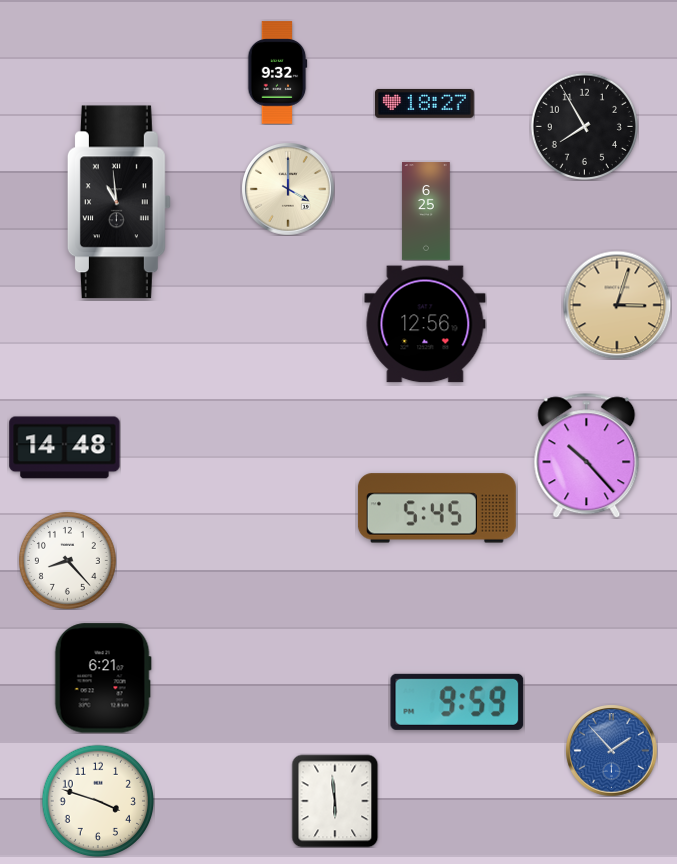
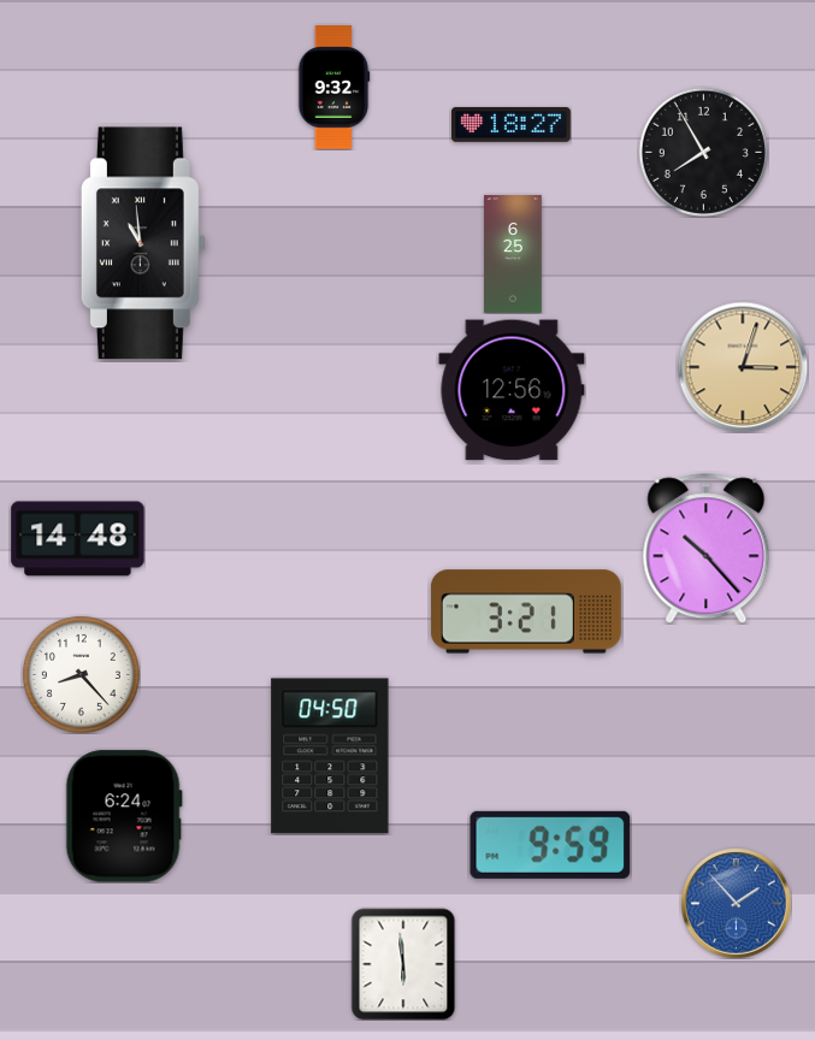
clock at (288, 189): 4:00 -> none
clock at (437, 508): 5:45 -> 3:21
clock at (330, 756): none -> 04:50
clock at (103, 678): 6:21 -> 6:24
clock at (98, 801): 3:48 -> none
